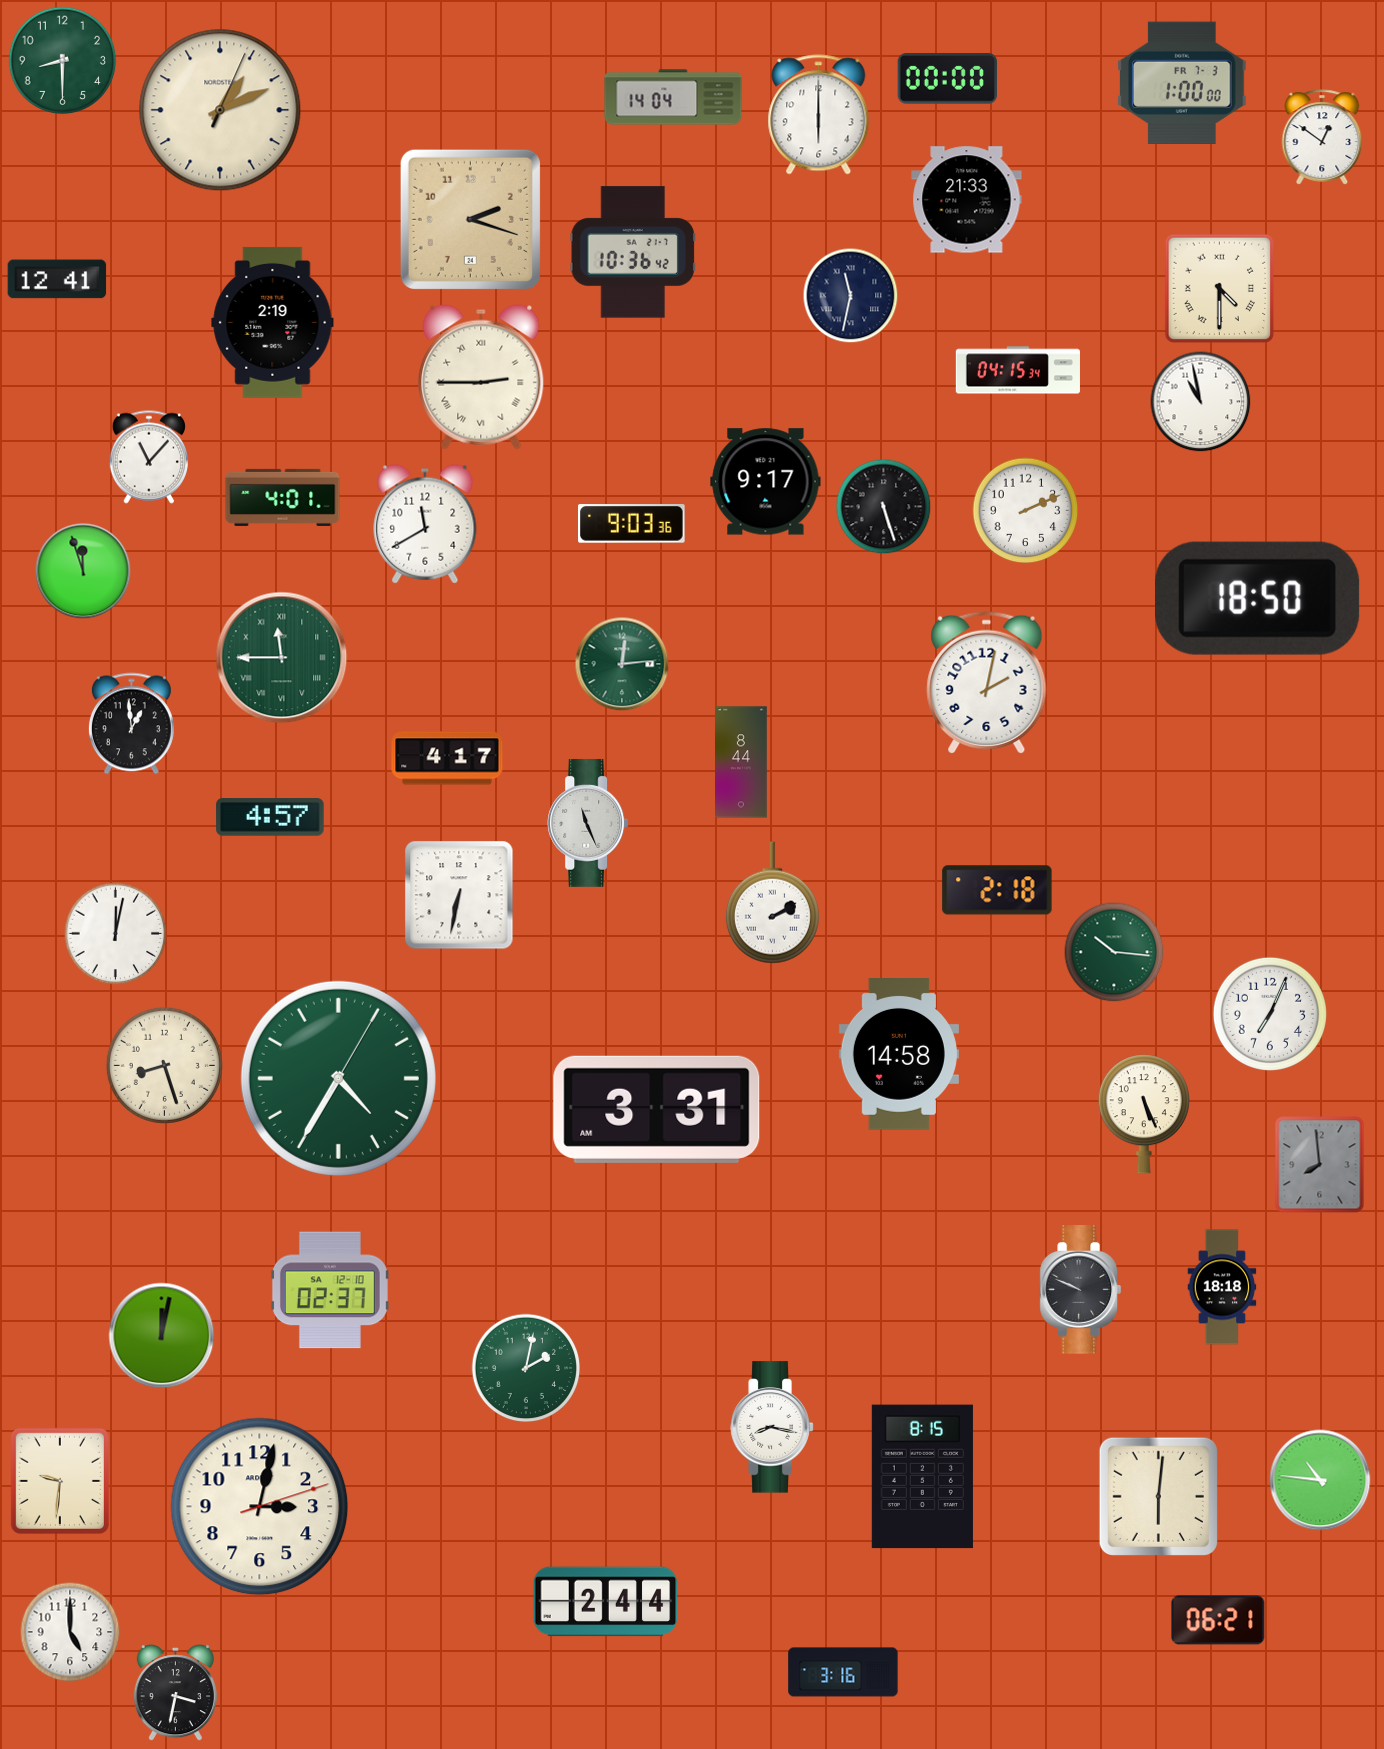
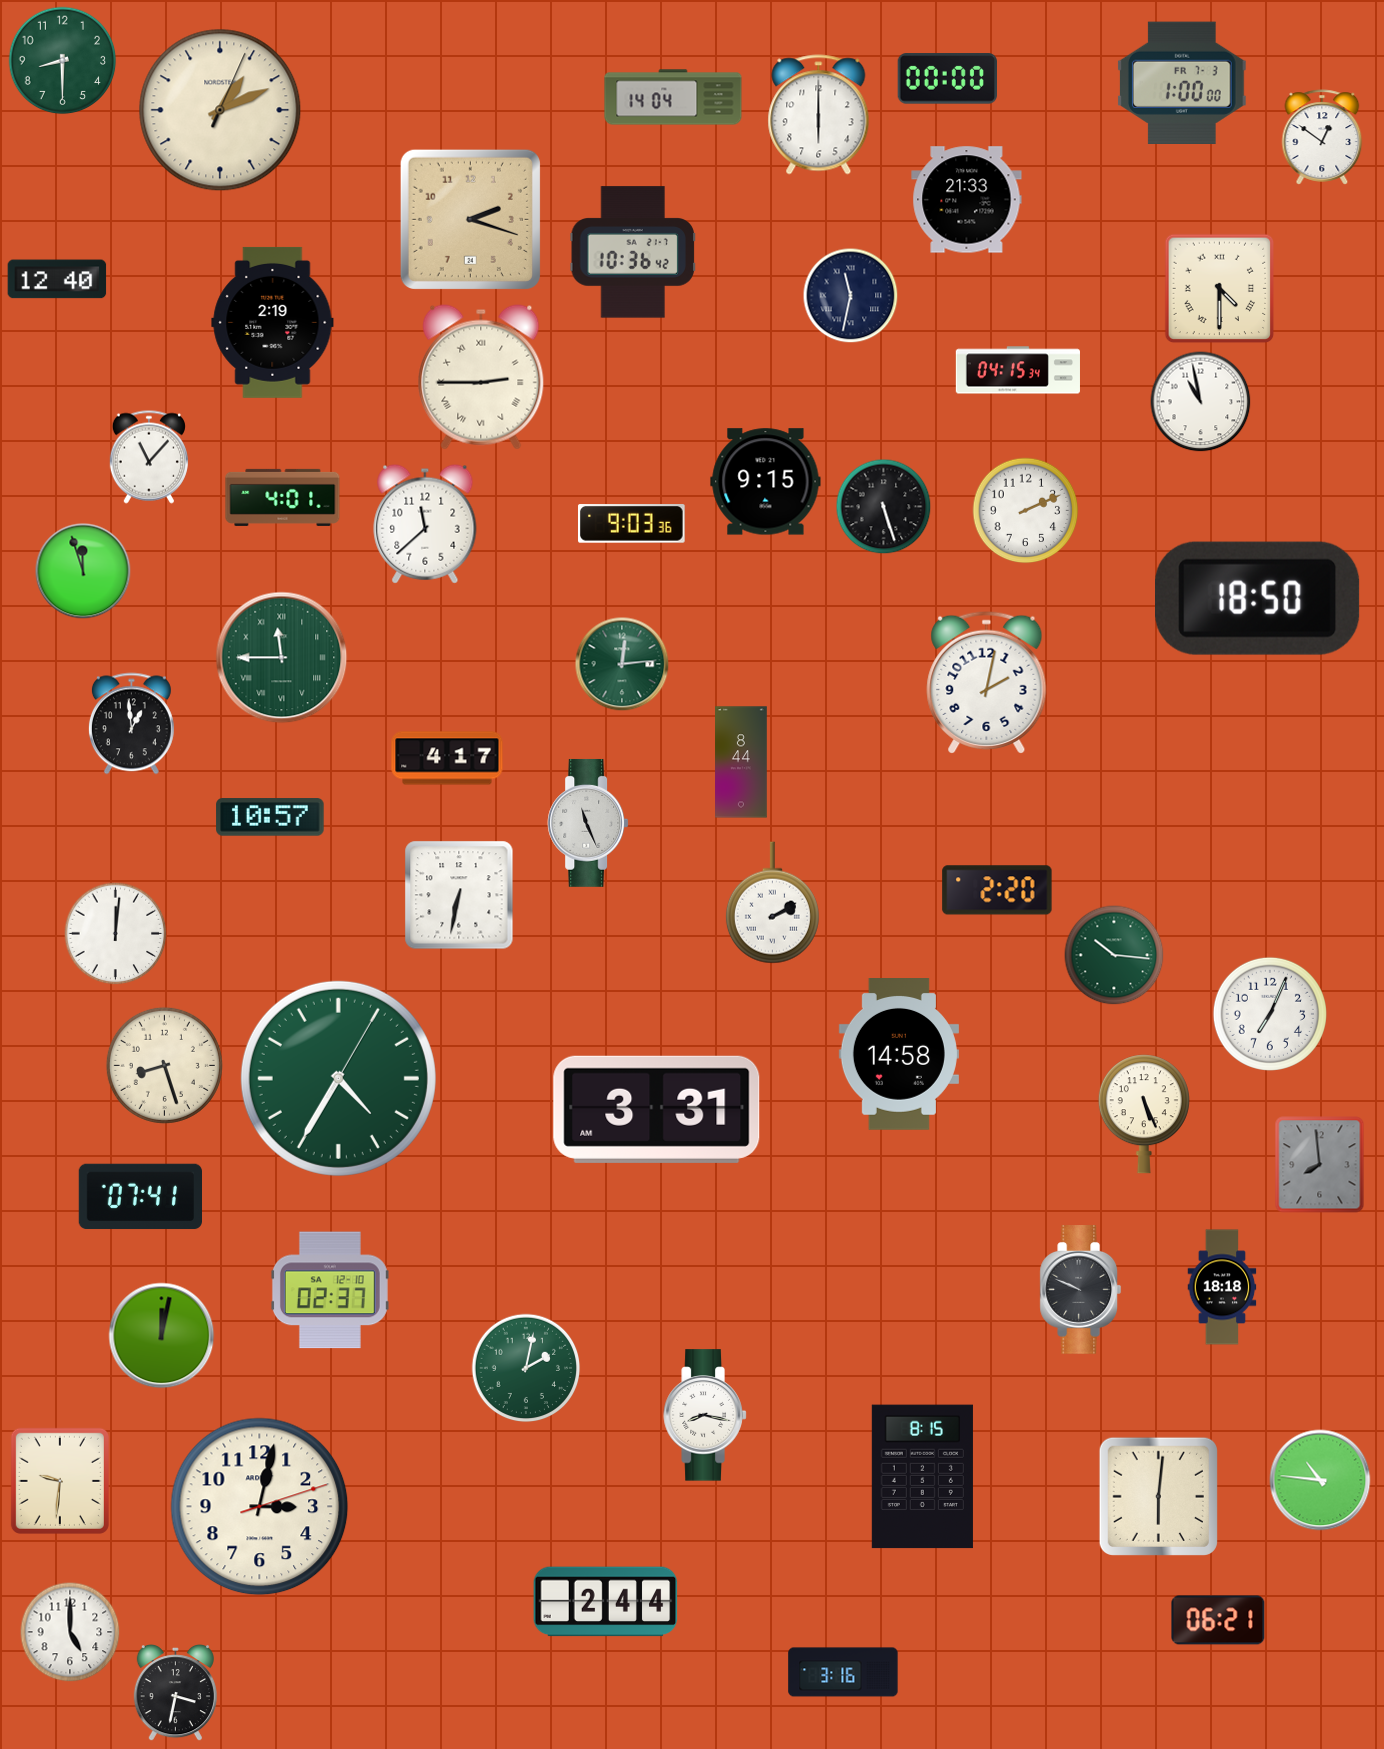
clock at (57, 279): 12:41 -> 12:40
clock at (766, 482): 9:17 -> 9:15
clock at (425, 524): 11:40 -> 11:38
clock at (270, 817): 4:57 -> 10:57
clock at (997, 890): 2:18 -> 2:20
clock at (116, 934): 12:02 -> 12:01
clock at (1114, 952) position: (1114, 952) -> (1114, 955)
clock at (140, 1197): none -> 07:41
clock at (772, 1427) position: (772, 1427) -> (705, 1415)
